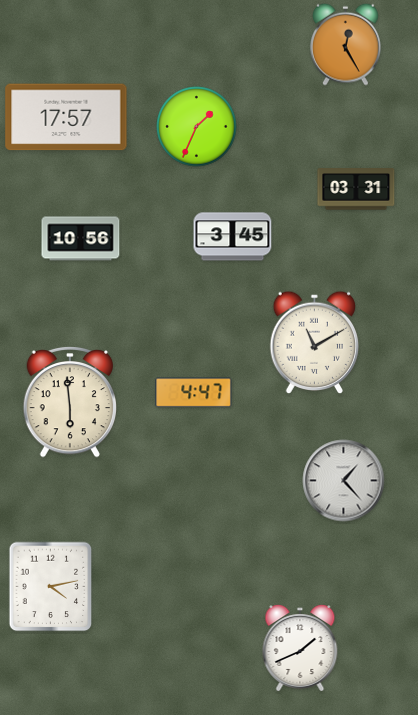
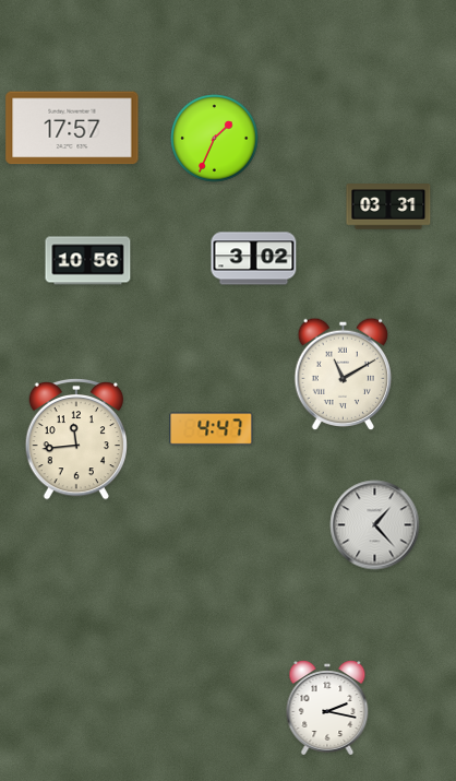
clock at (345, 44): 12:25 -> none
clock at (233, 237): 3:45 -> 3:02
clock at (69, 402): 5:59 -> 11:44
clock at (51, 587): 4:13 -> none
clock at (300, 648): 1:41 -> 2:17
